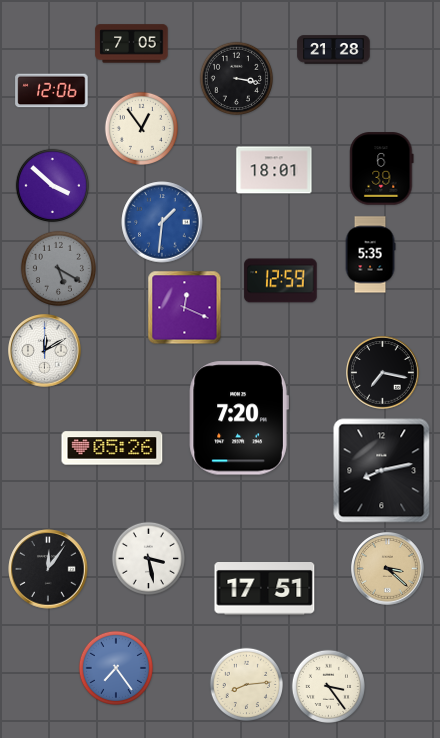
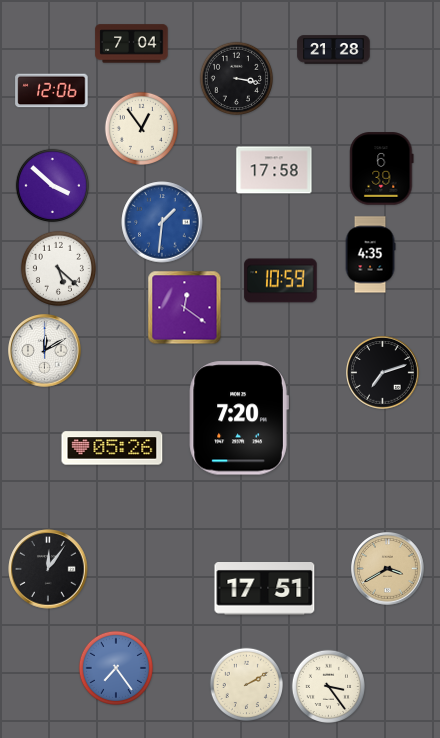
clock at (132, 44): 7:05 -> 7:04
clock at (274, 170): 18:01 -> 17:58
clock at (370, 255): 5:35 -> 4:35
clock at (58, 268): 5:20 -> 5:22
clock at (58, 268) dial: grey -> white
clock at (281, 281): 12:59 -> 10:59
clock at (185, 308): 12:19 -> 12:21
clock at (383, 373): 7:17 -> 7:12
clock at (382, 471): 8:13 -> none
clock at (148, 558): 3:28 -> none
clock at (388, 569): 3:22 -> 3:40
clock at (246, 684): 8:14 -> 2:10
